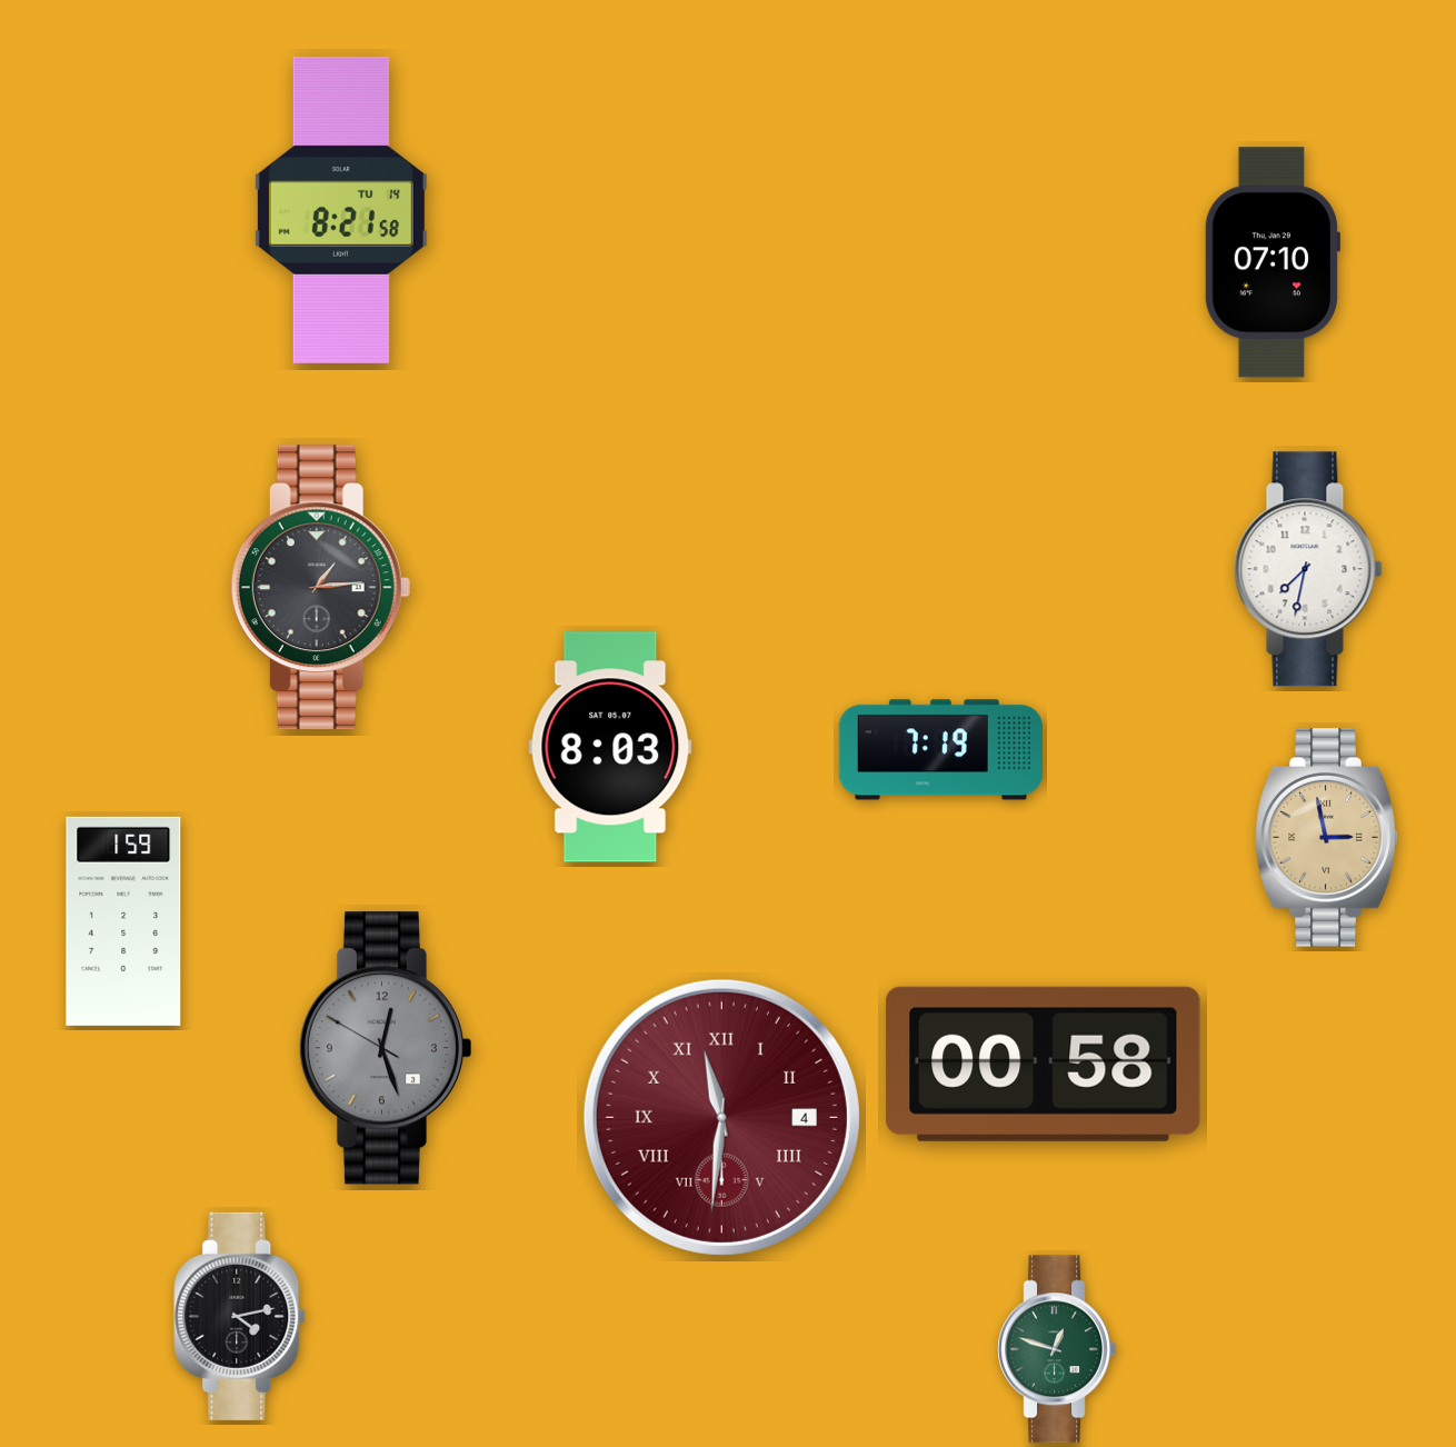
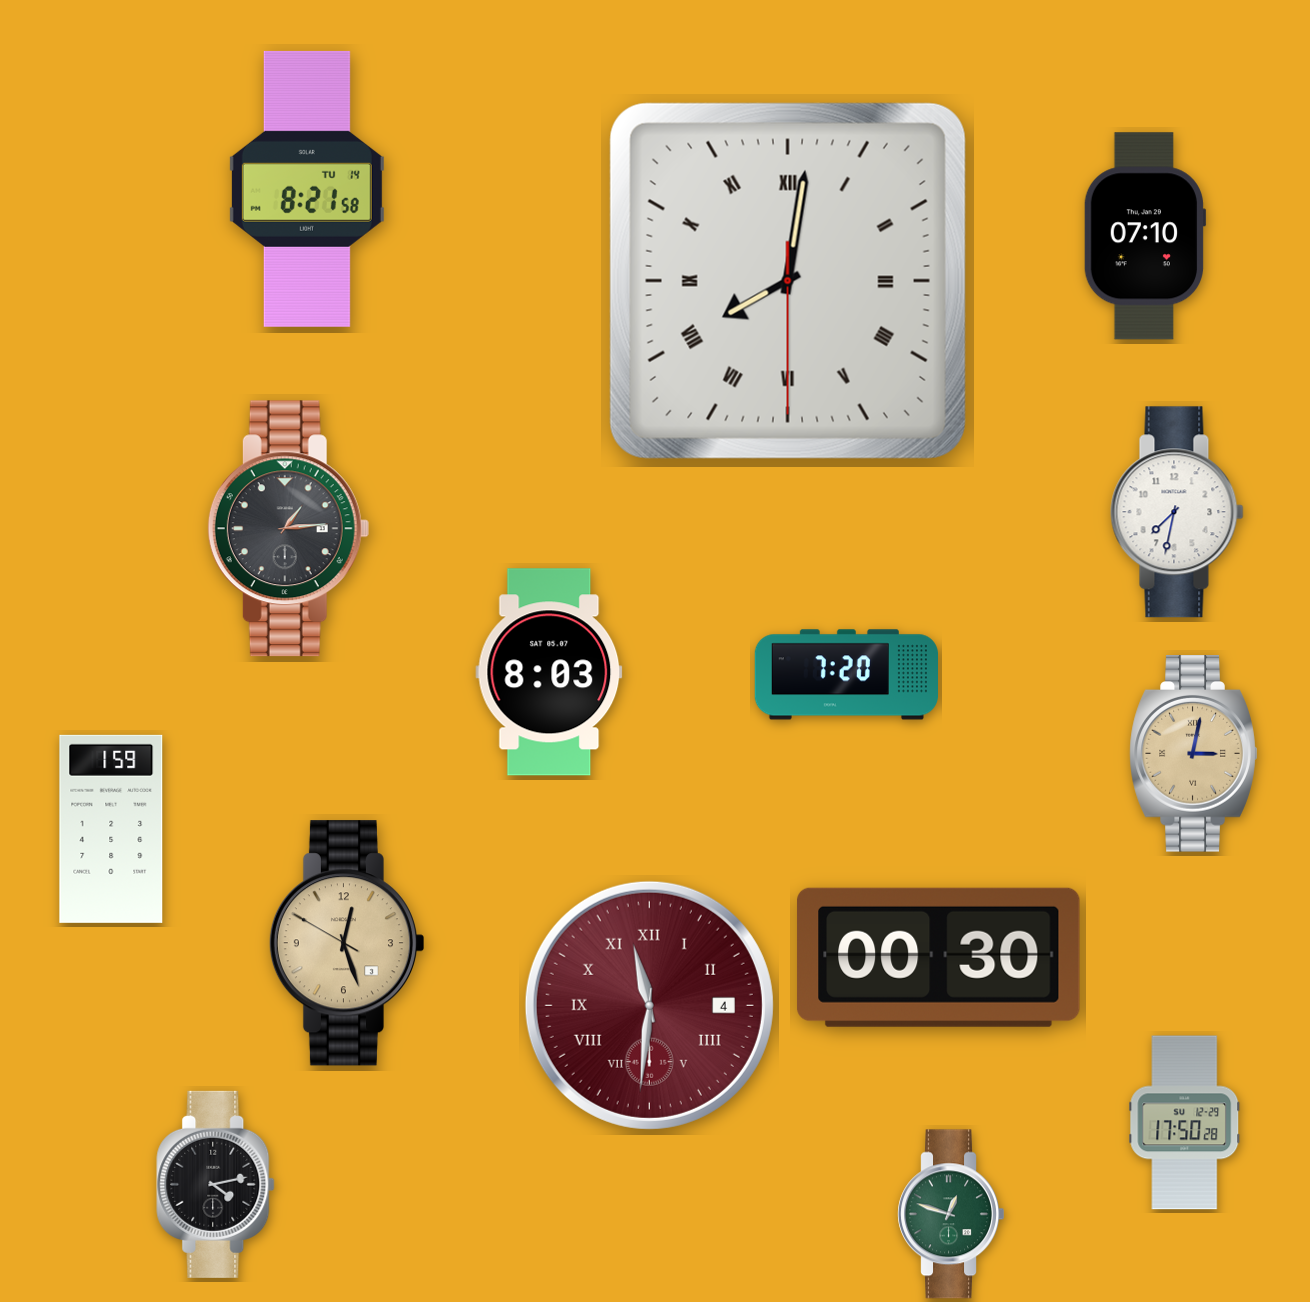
clock at (788, 281): none -> 8:01
clock at (940, 750): 7:19 -> 7:20
clock at (1327, 838): 2:58 -> 3:02
clock at (385, 1048) dial: grey -> champagne
clock at (1043, 1064): 00:58 -> 00:30
clock at (1185, 1123): none -> 17:50
